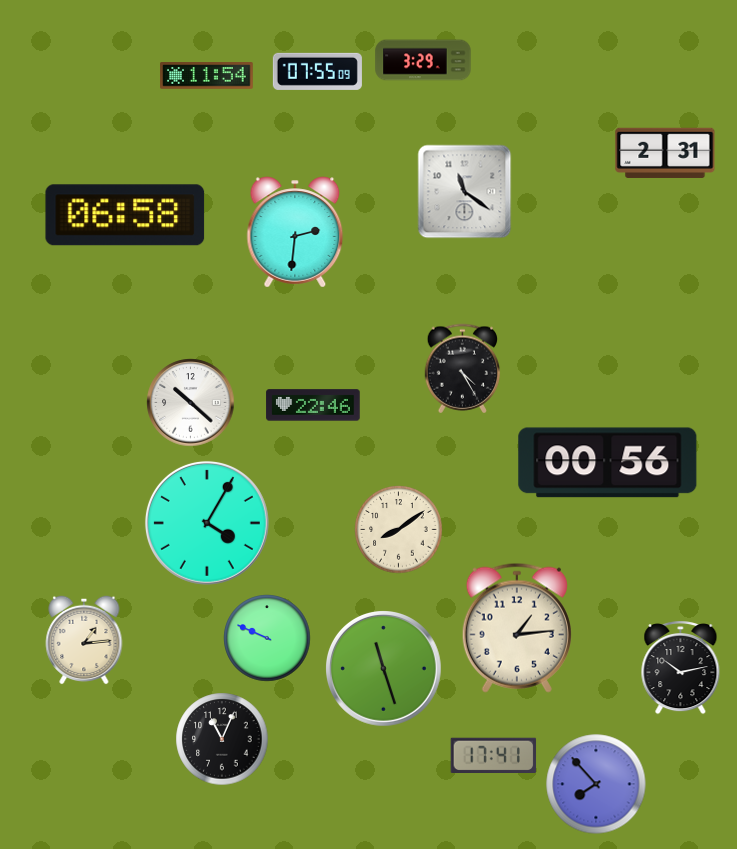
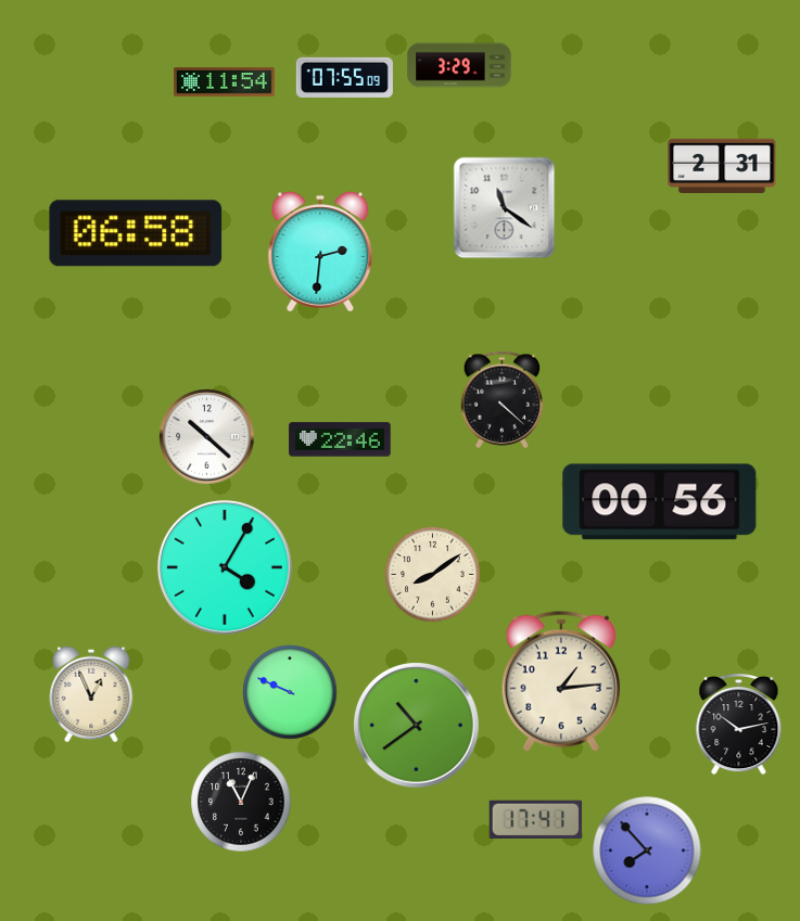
clock at (463, 369): 4:25 -> 4:22
clock at (84, 640): 1:14 -> 12:56
clock at (384, 669): 11:27 -> 10:39
